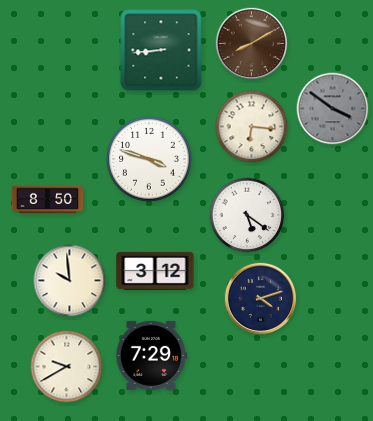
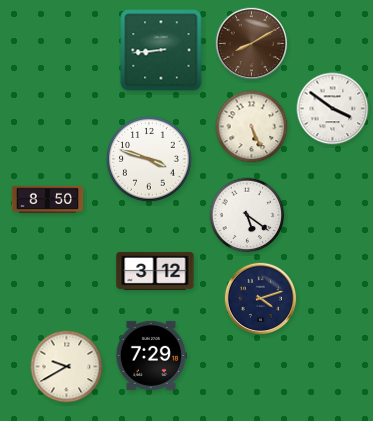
clock at (333, 109) dial: grey -> white
clock at (252, 127): 6:16 -> 5:26
clock at (70, 281): 9:59 -> none
